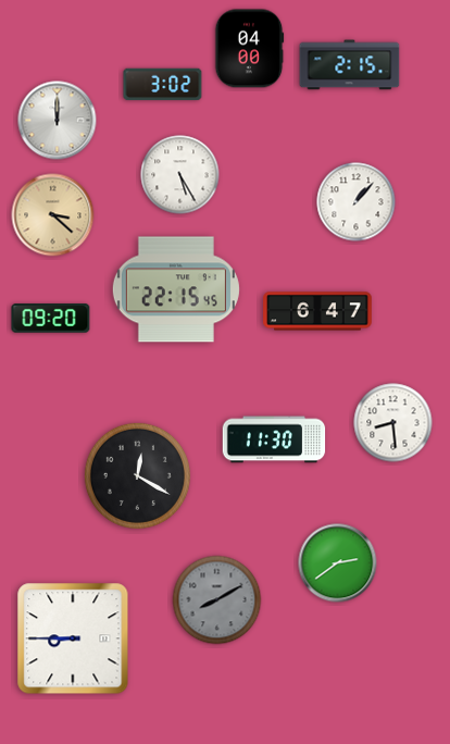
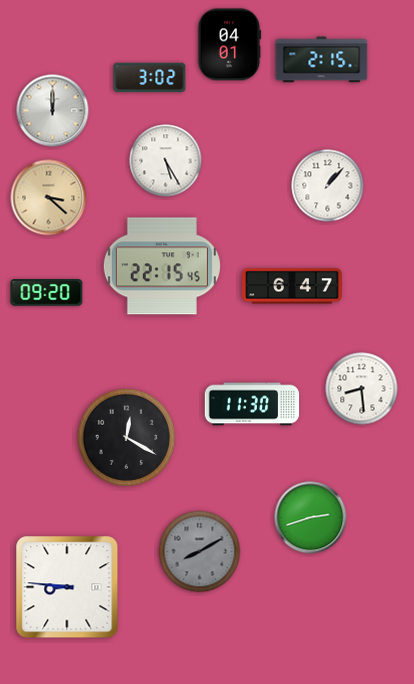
clock at (249, 49): 04:00 -> 04:01
clock at (338, 563): 2:39 -> 2:42
clock at (73, 638): 8:45 -> 8:46
